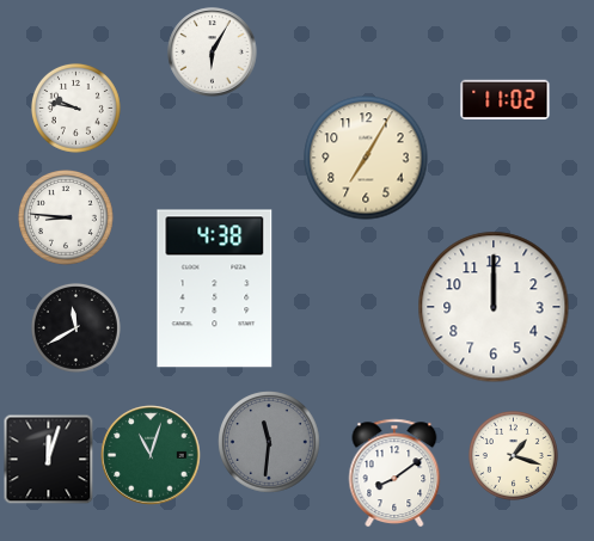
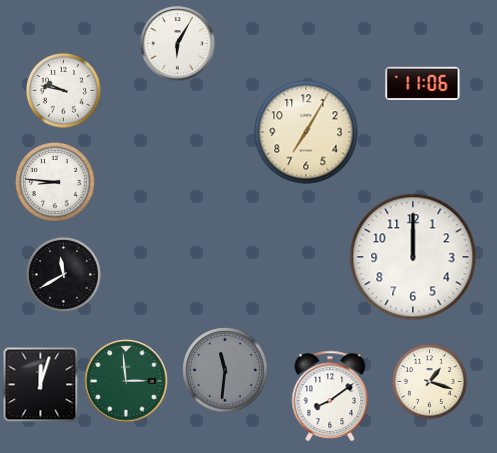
clock at (506, 99): 11:02 -> 11:06
clock at (215, 289): 4:38 -> none
clock at (151, 455): 11:03 -> 2:59
